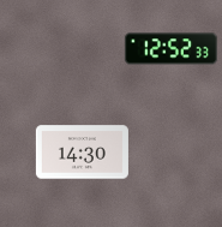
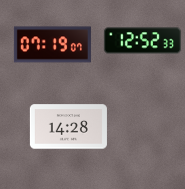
clock at (52, 45): none -> 07:19
clock at (82, 153): 14:30 -> 14:28
